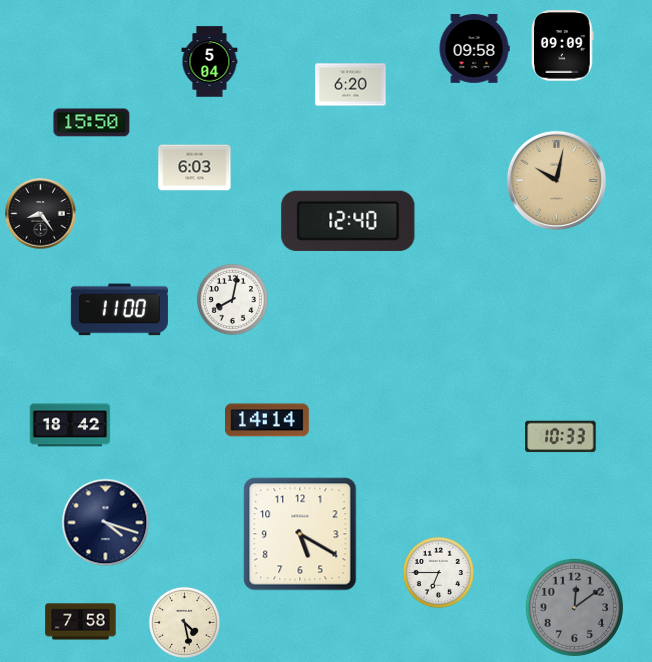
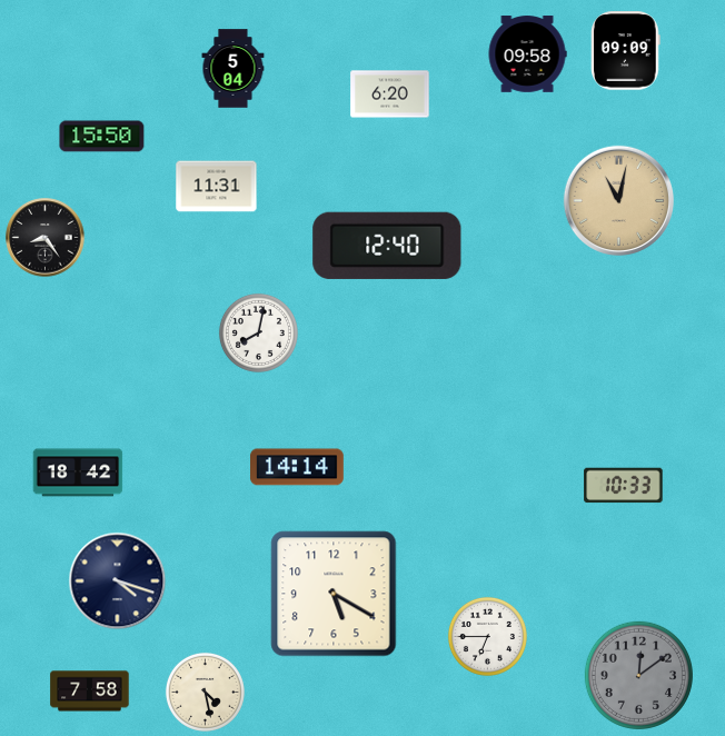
clock at (195, 168): 6:03 -> 11:31
clock at (556, 180): 10:02 -> 11:02
clock at (119, 310): 11:00 -> none
